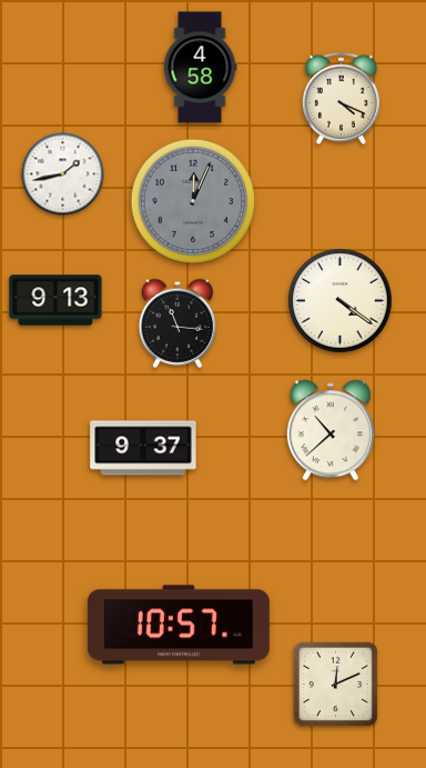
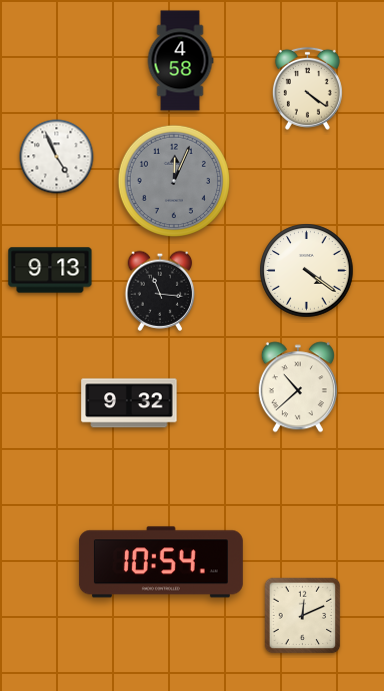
clock at (341, 98): 4:19 -> 4:21
clock at (63, 174): 1:43 -> 4:56
clock at (143, 448): 9:37 -> 9:32
clock at (179, 625): 10:57 -> 10:54
